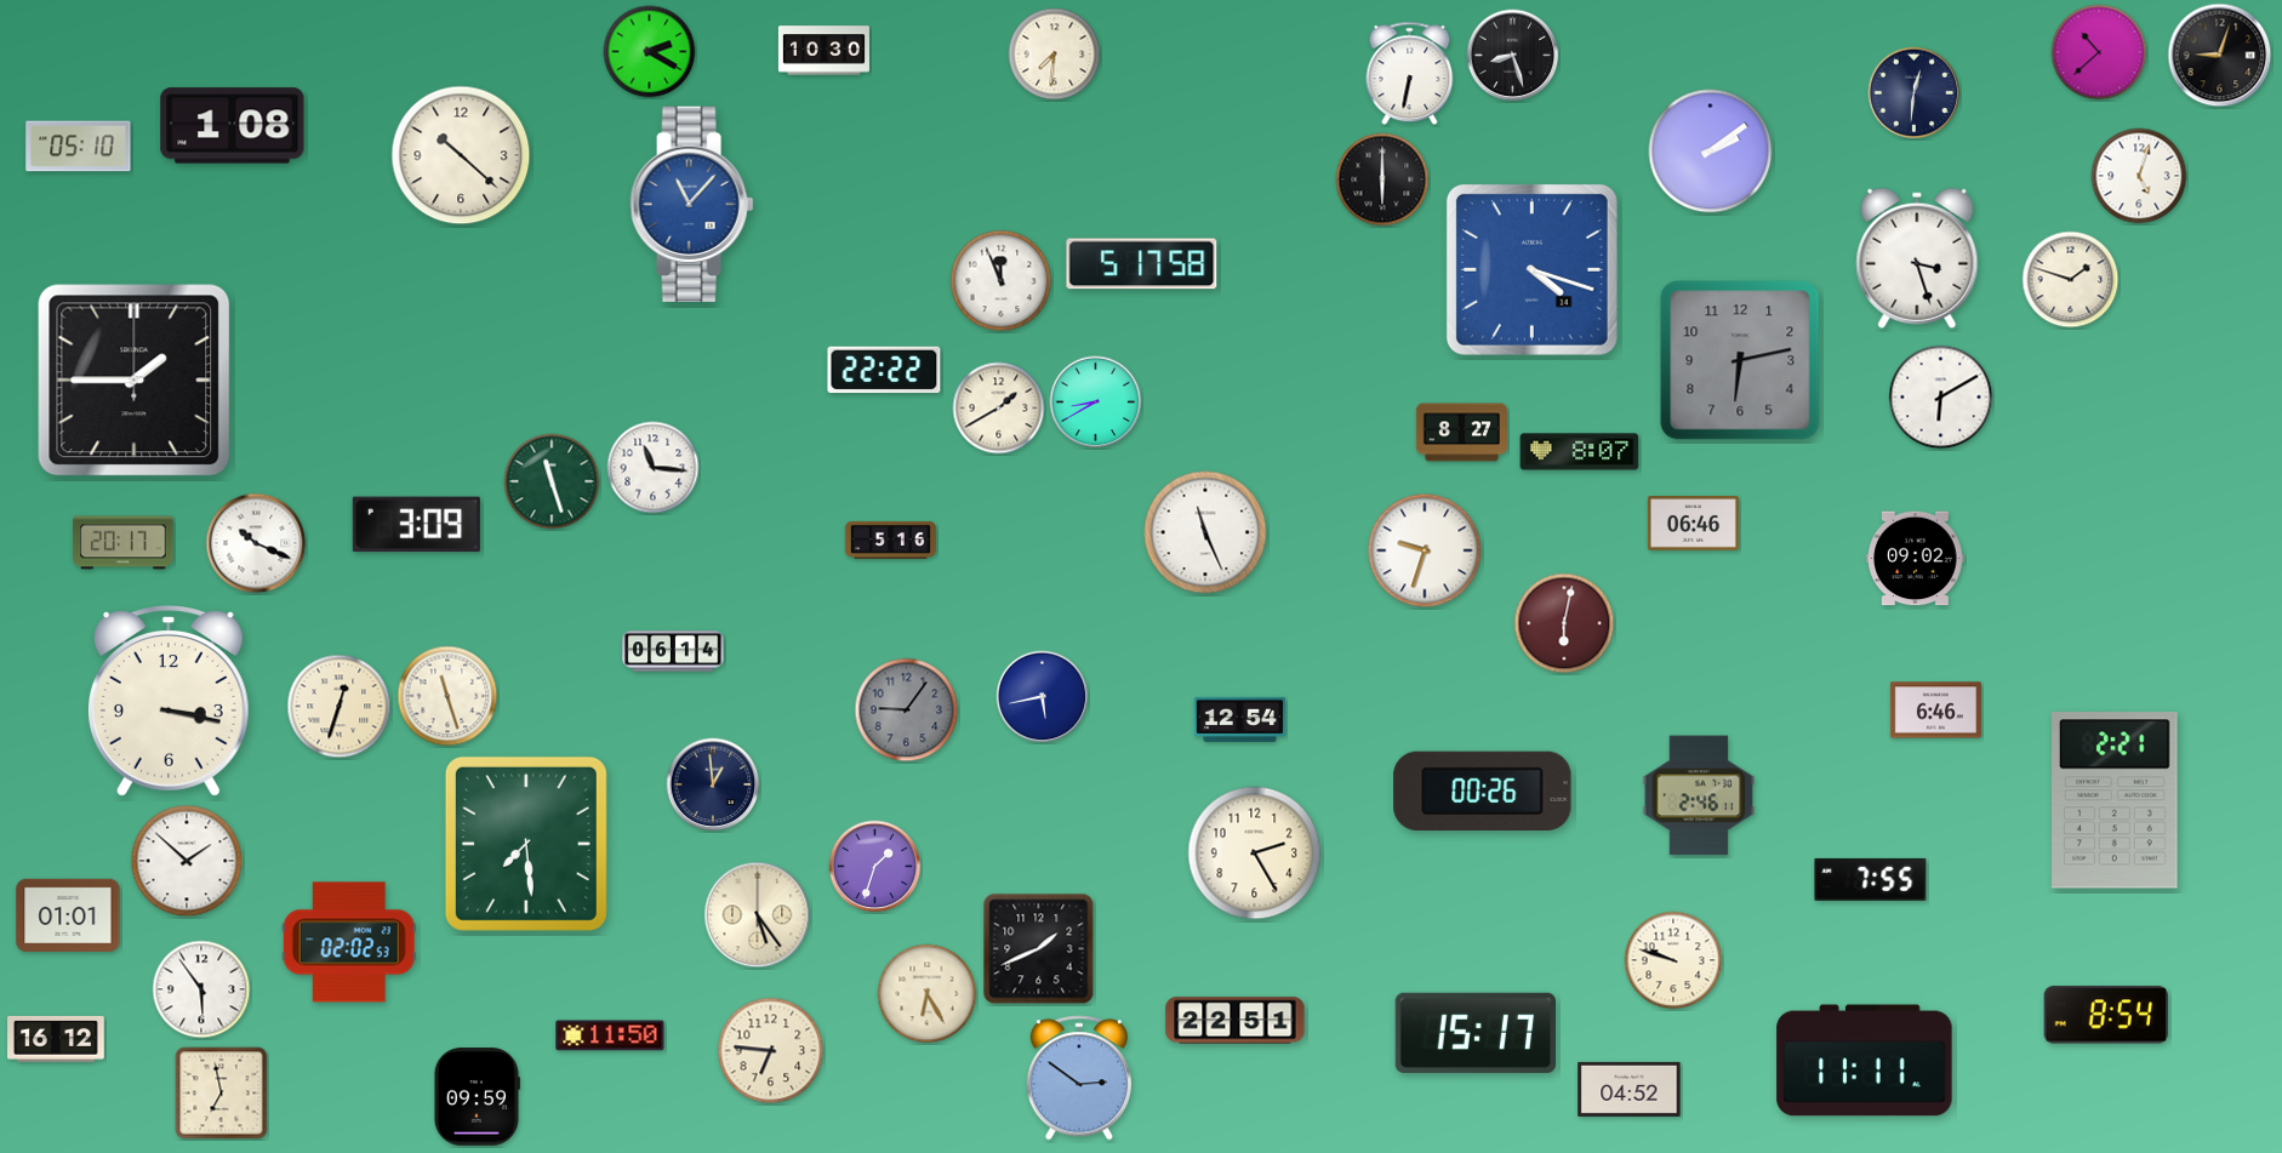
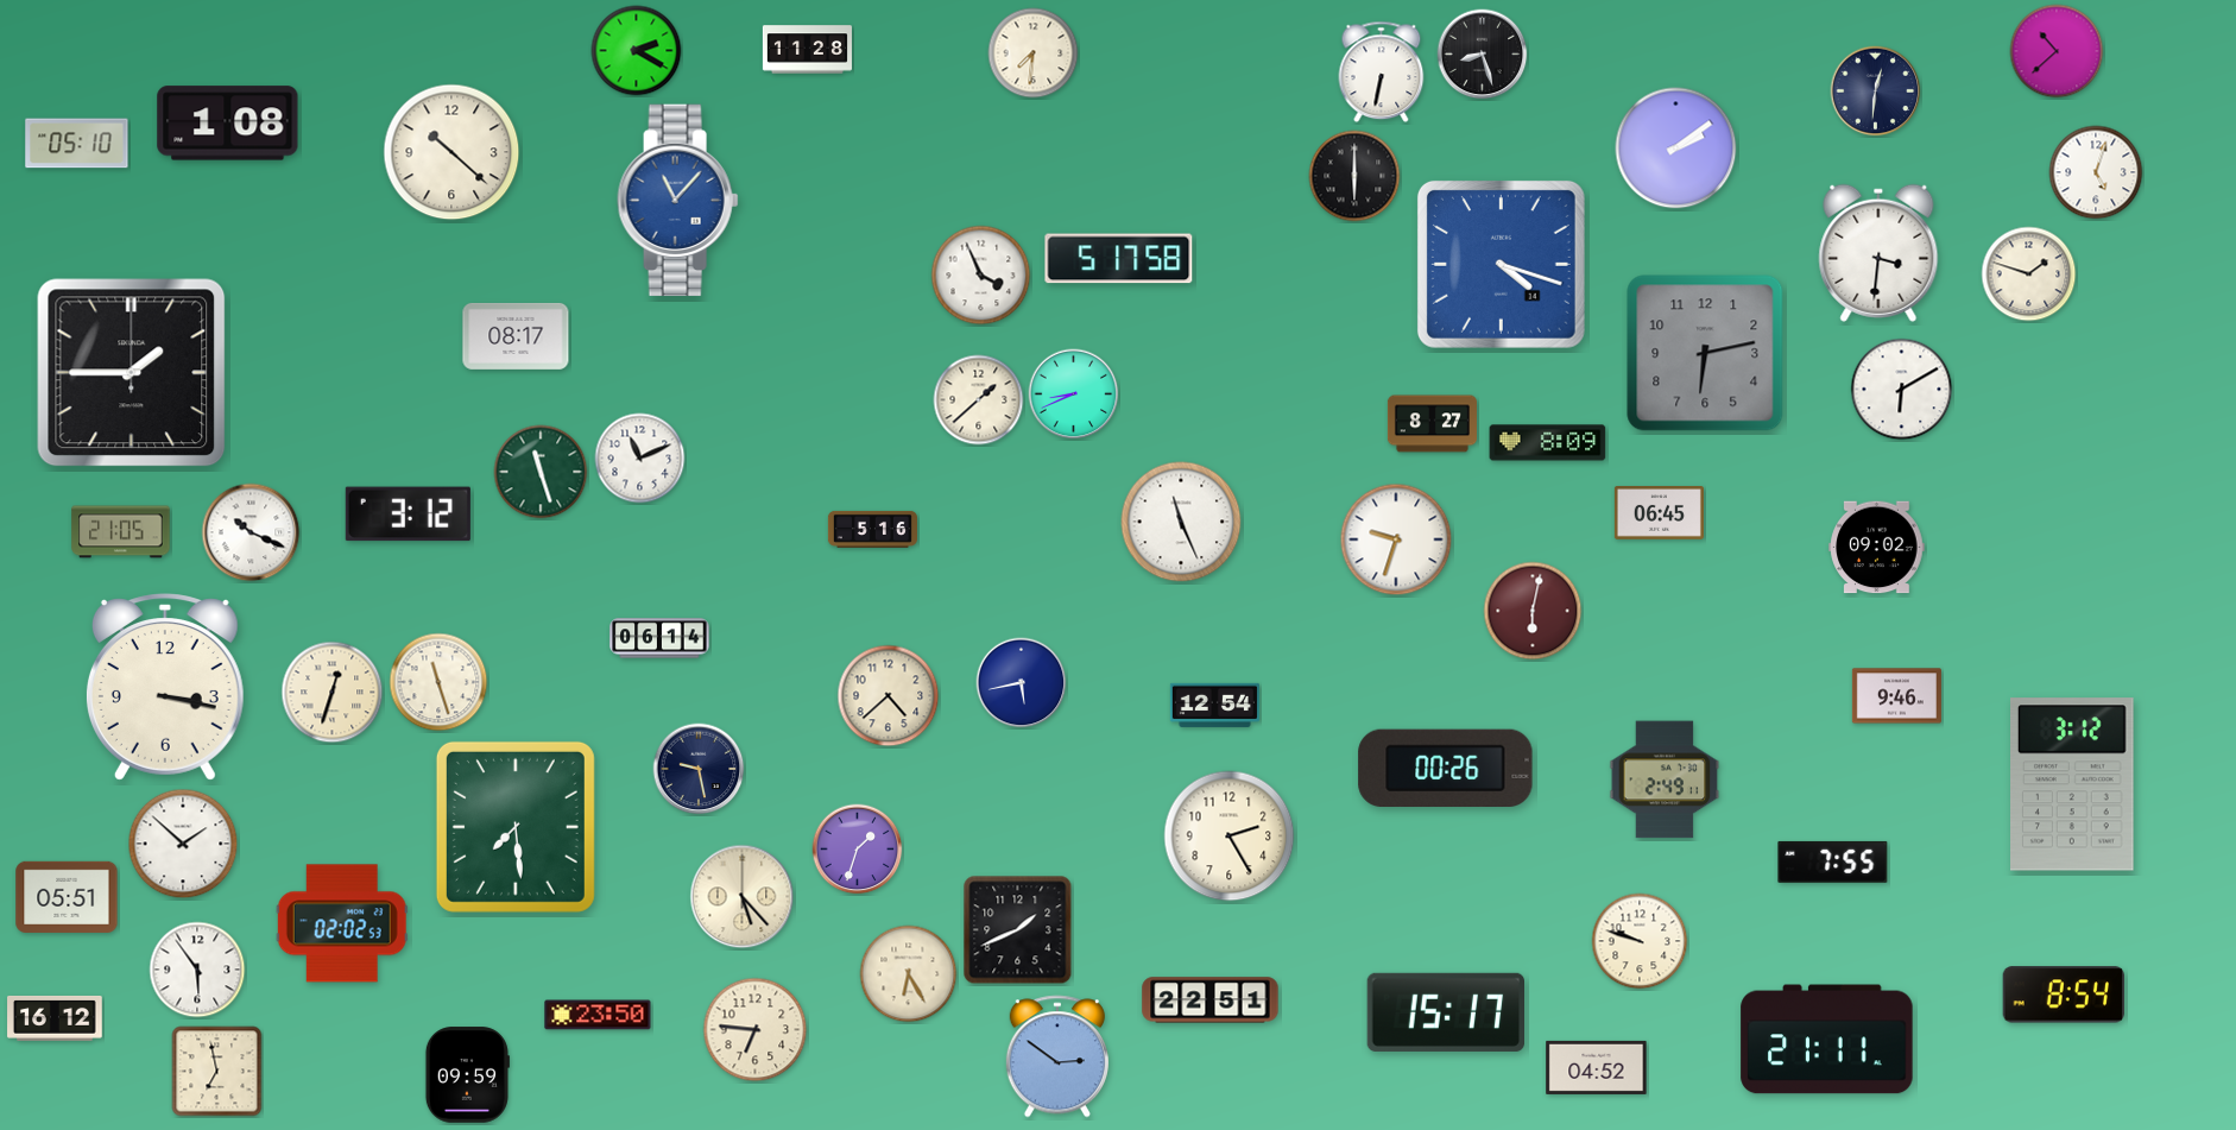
clock at (823, 51): 10:30 -> 11:28
clock at (2220, 56): 9:03 -> none
clock at (1917, 258): 3:27 -> 3:31
clock at (1002, 281): 11:56 -> 3:56
clock at (516, 336): none -> 08:17
clock at (884, 370): 22:22 -> none
clock at (1096, 403): 8:40 -> 8:41
clock at (999, 409): 1:40 -> 1:38
clock at (1580, 452): 8:07 -> 8:09
clock at (654, 468): 11:16 -> 11:11
clock at (1693, 524): 06:46 -> 06:45
clock at (416, 525): 3:09 -> 3:12
clock at (124, 543): 20:17 -> 21:05
clock at (907, 710): 9:06 -> 4:38
clock at (907, 710) dial: grey -> cream
clock at (1935, 710): 6:46 -> 9:46
clock at (713, 784): 12:59 -> 9:28
clock at (1483, 790) position: (1483, 790) -> (1446, 768)
clock at (1699, 795): 2:46 -> 2:49
clock at (2116, 800): 2:21 -> 3:12
clock at (68, 915): 01:01 -> 05:51
clock at (758, 915): 5:24 -> 5:23
clock at (610, 1035): 11:50 -> 23:50
clock at (1865, 1061): 11:11 -> 21:11
